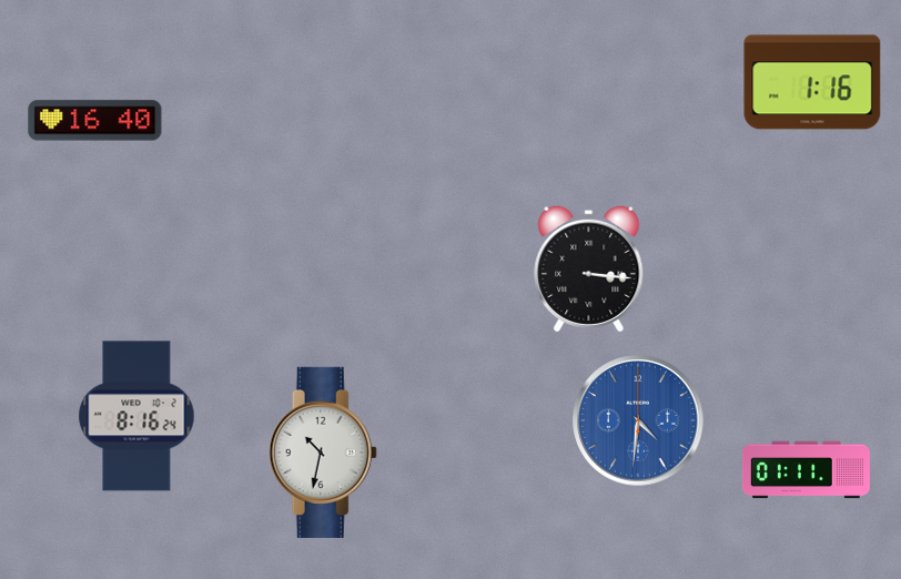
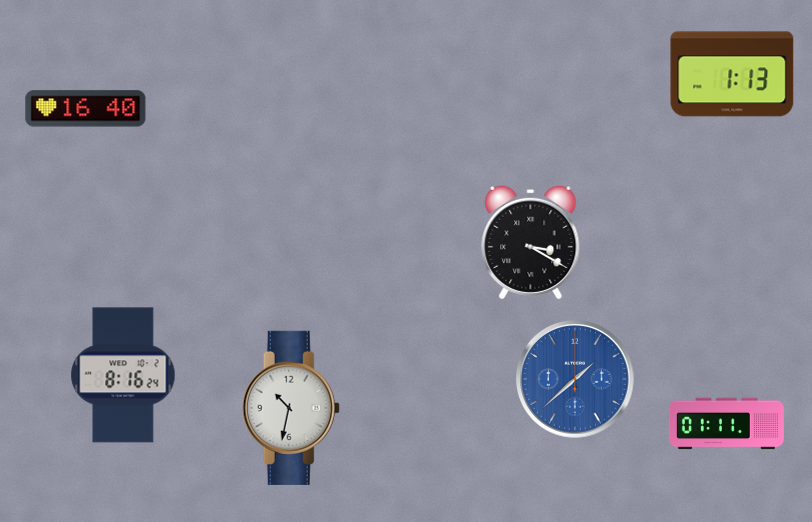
clock at (812, 82): 1:16 -> 1:13
clock at (589, 268): 3:16 -> 3:20
clock at (638, 420): 4:31 -> 1:38
